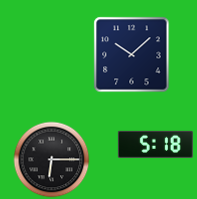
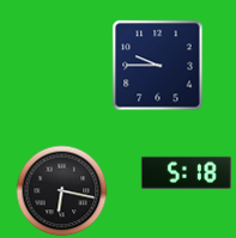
clock at (132, 55): 10:08 -> 9:45
clock at (52, 160): 6:15 -> 6:17
